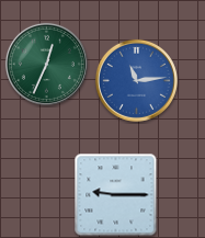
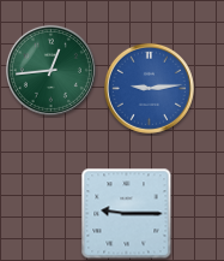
clock at (46, 64): 12:34 -> 12:44
clock at (136, 80): 11:14 -> 9:14
